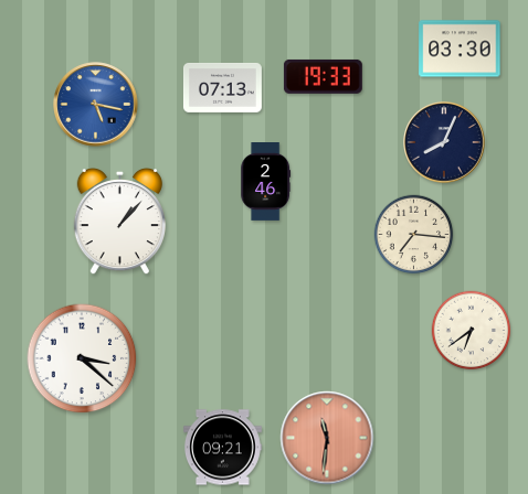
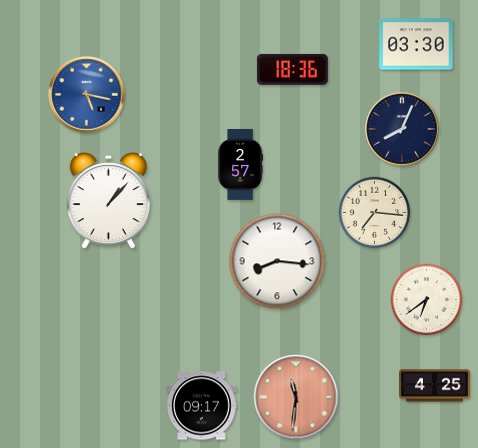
clock at (323, 76): 19:33 -> 18:36
clock at (222, 87): 07:13 -> none
clock at (266, 182): 2:46 -> 2:57
clock at (277, 261): none -> 8:16
clock at (82, 358): 3:22 -> none
clock at (435, 386): none -> 4:25
clock at (222, 448): 09:21 -> 09:17
